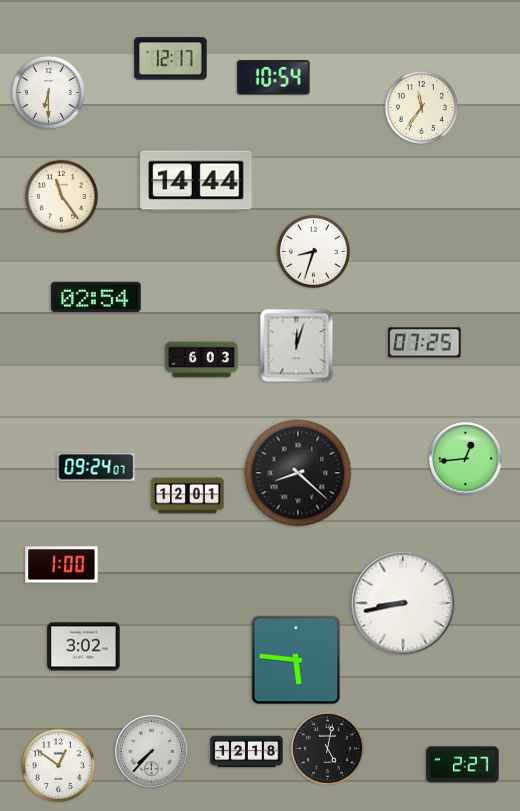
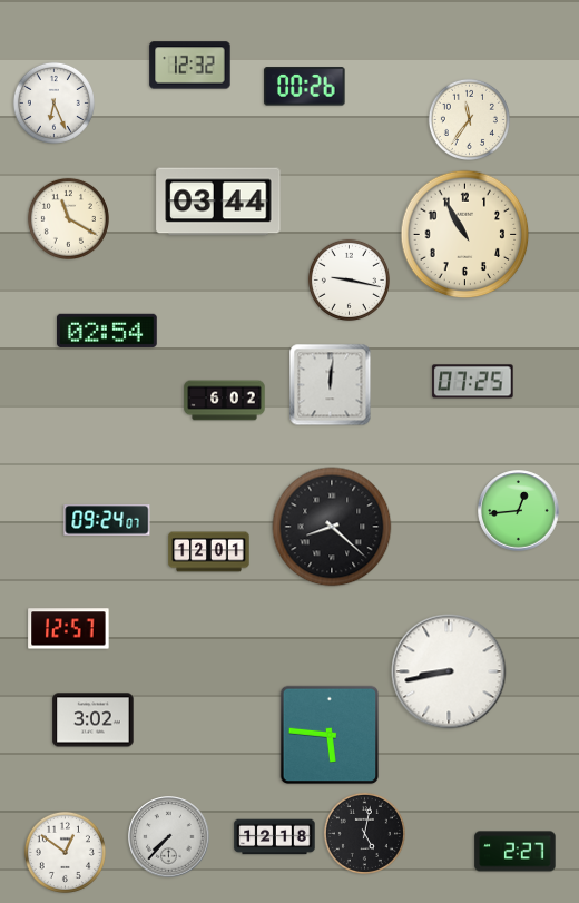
clock at (171, 59): 12:17 -> 12:32
clock at (274, 78): 10:54 -> 00:26
clock at (48, 92): 6:30 -> 6:26
clock at (196, 181): 14:44 -> 03:44
clock at (61, 196): 11:24 -> 11:20
clock at (465, 235): none -> 10:55
clock at (313, 251): 8:33 -> 9:17
clock at (297, 346): 12:03 -> 12:01
clock at (202, 360): 6:03 -> 6:02
clock at (62, 565): 1:00 -> 12:57
